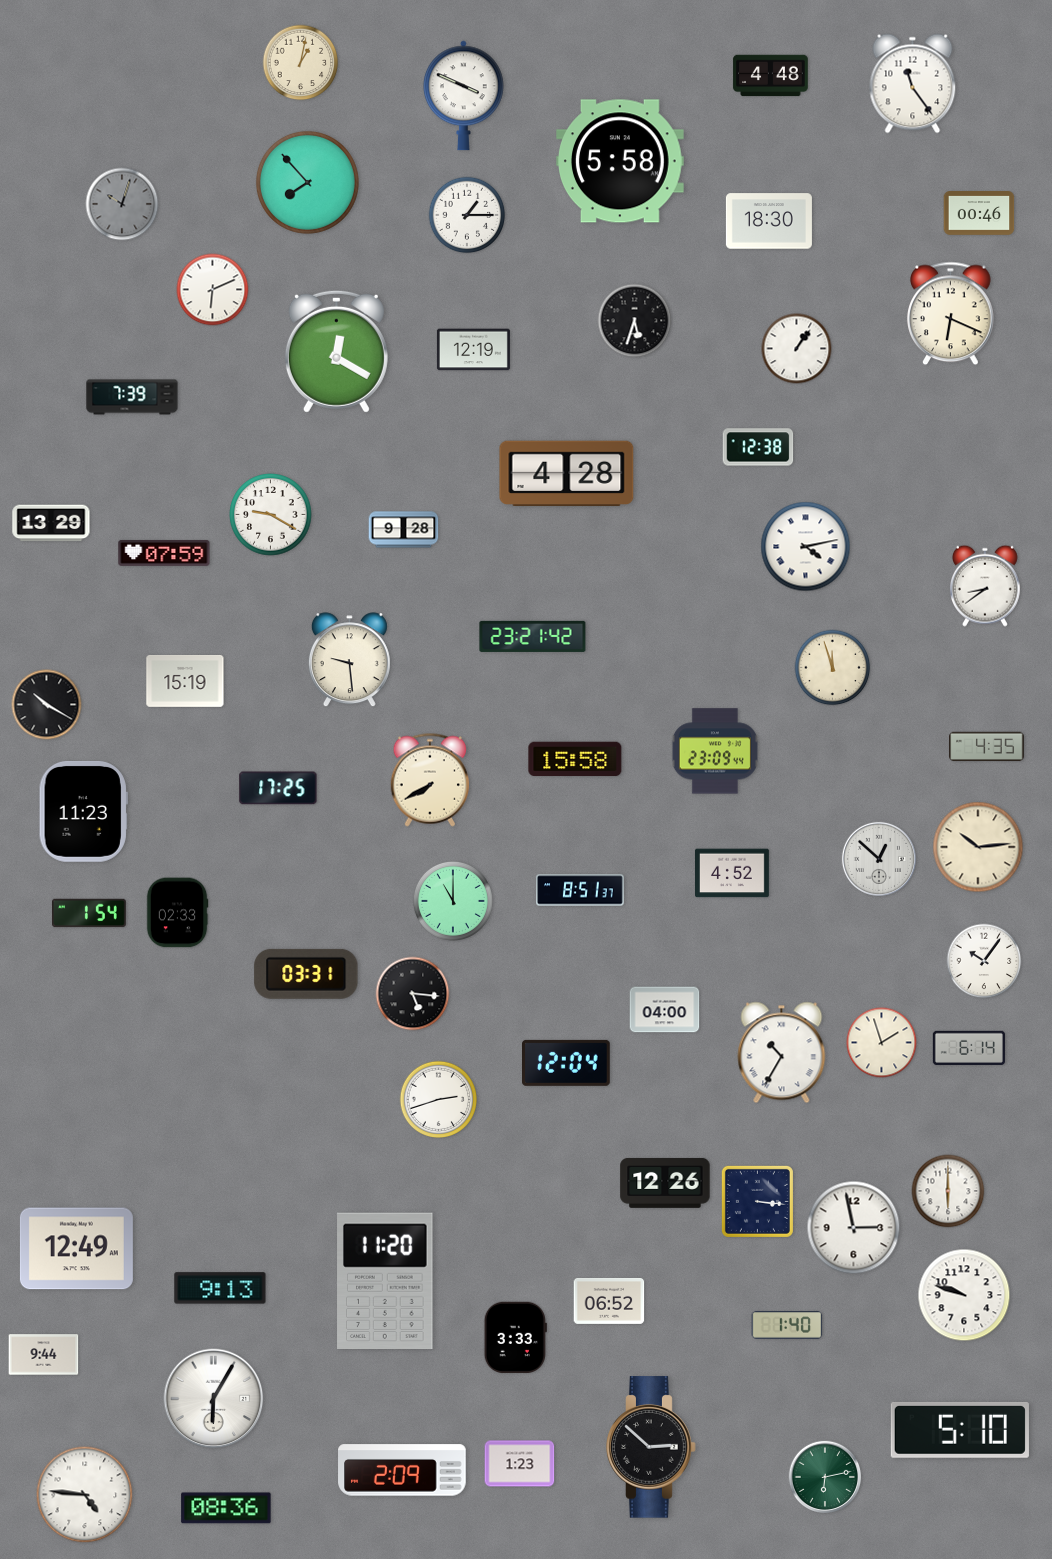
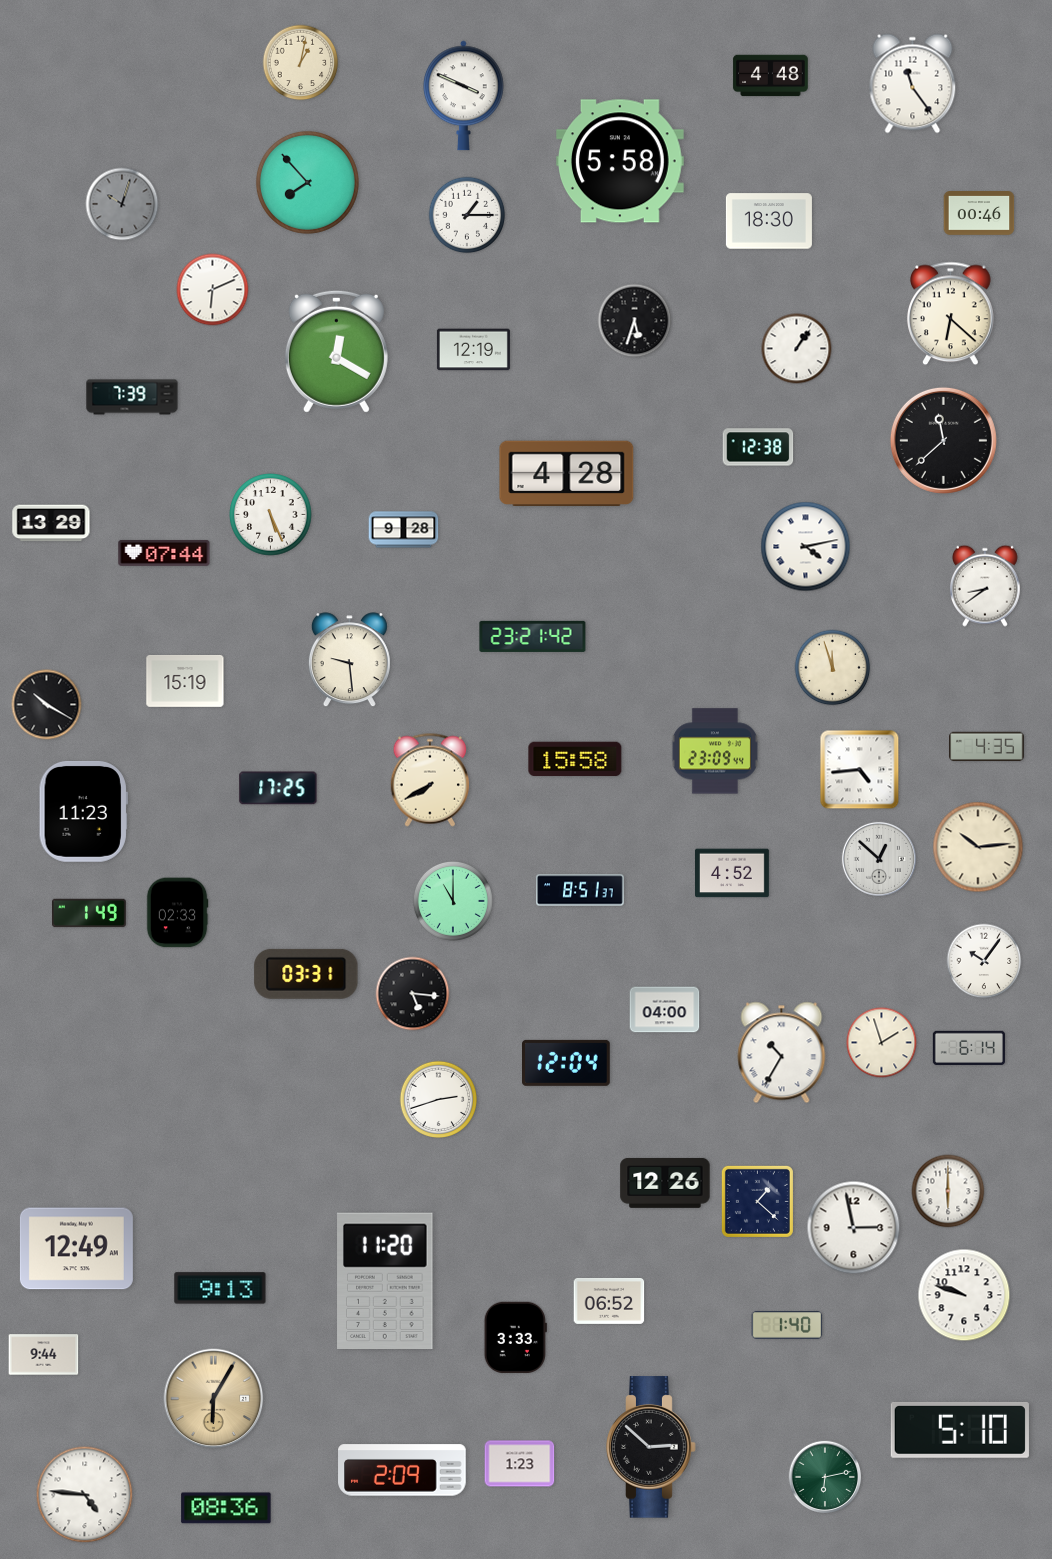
clock at (951, 314): 6:19 -> 6:22
clock at (943, 440): none -> 11:38
clock at (271, 515): 9:20 -> 5:26
clock at (164, 553): 07:59 -> 07:44
clock at (860, 770): none -> 4:44
clock at (90, 913): 1:54 -> 1:49
clock at (757, 1201): 3:16 -> 1:22
clock at (214, 1399) dial: white -> champagne
